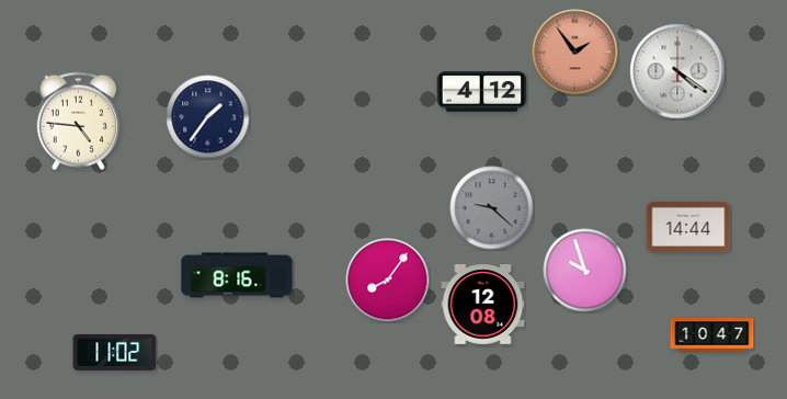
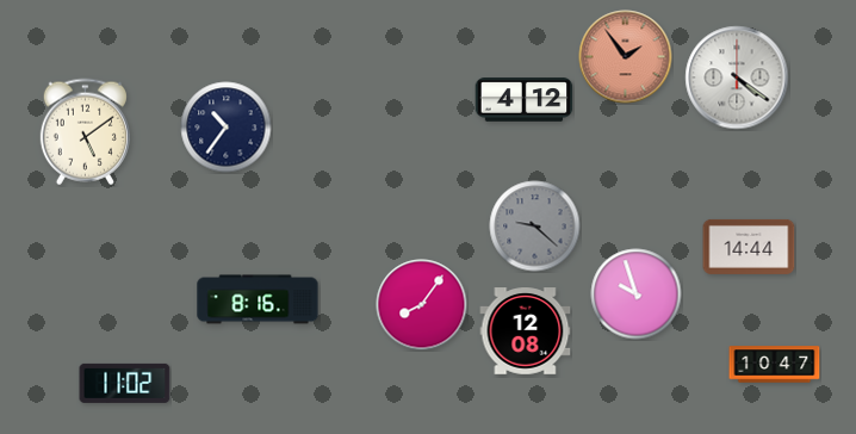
clock at (208, 117): 1:36 -> 10:36
clock at (78, 122): 4:46 -> 5:09
